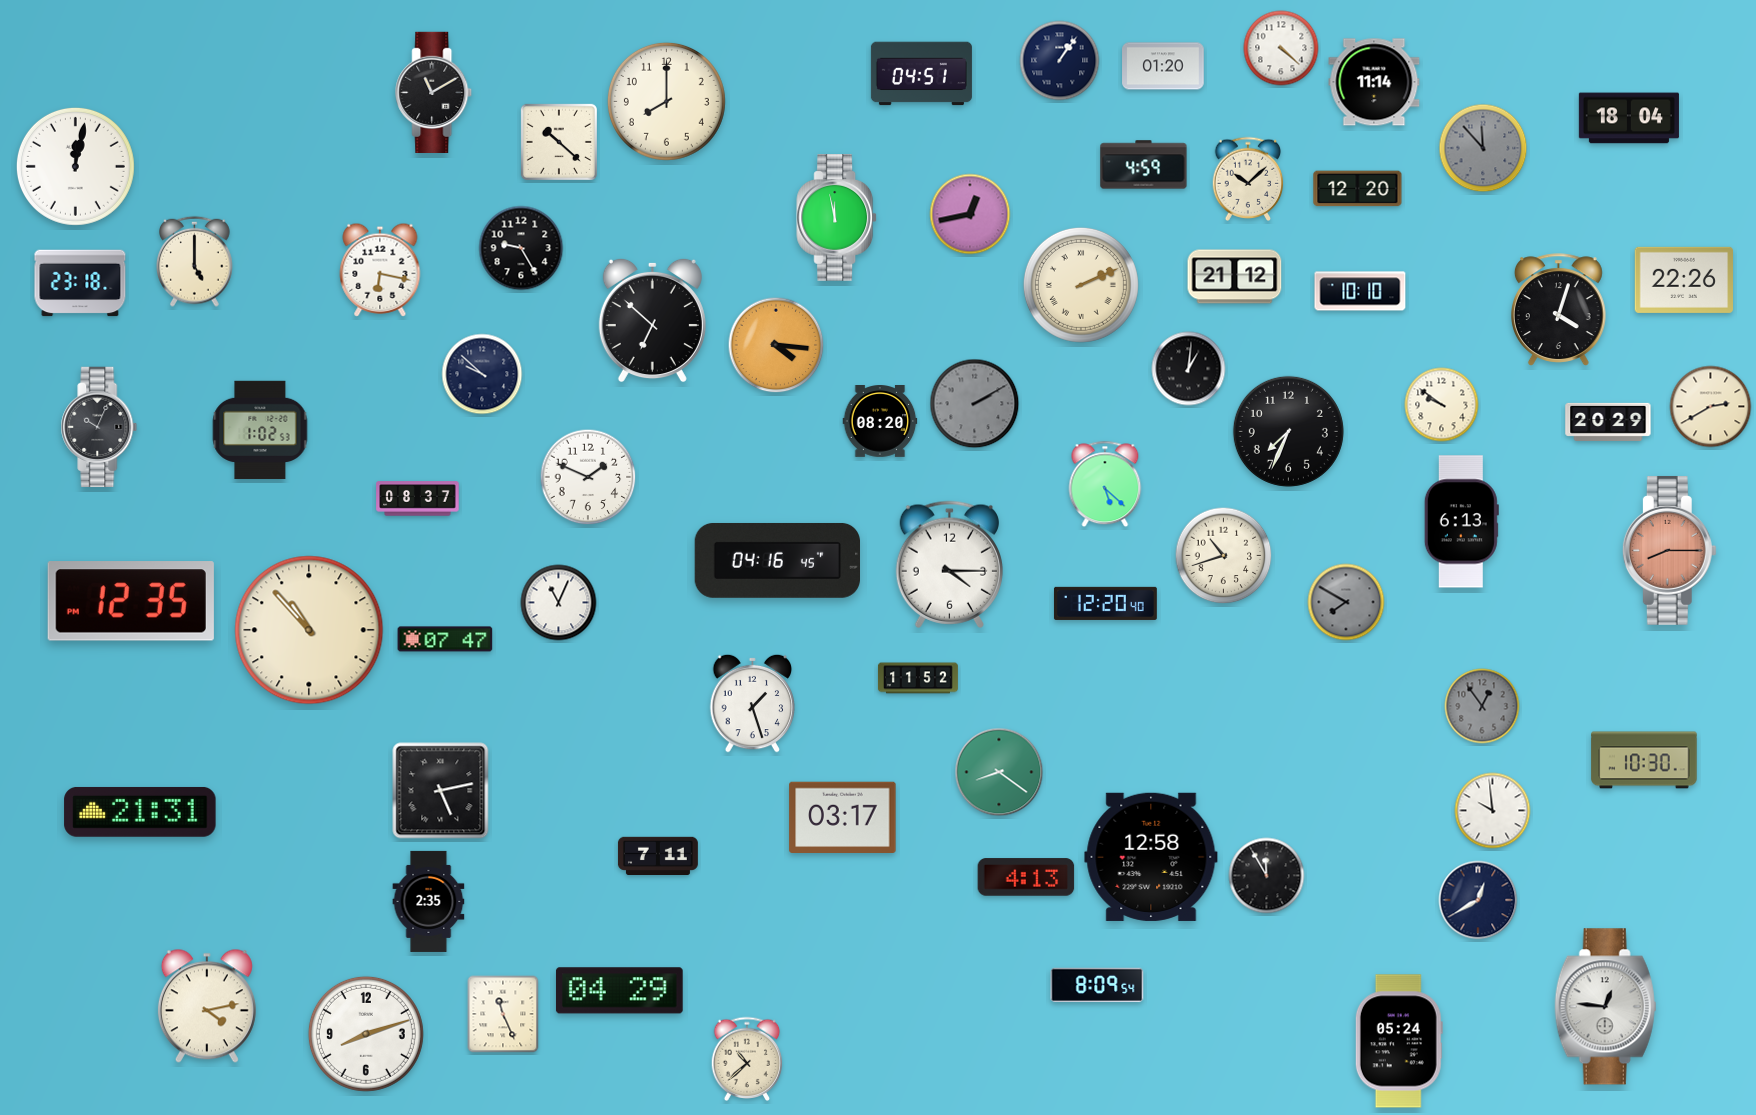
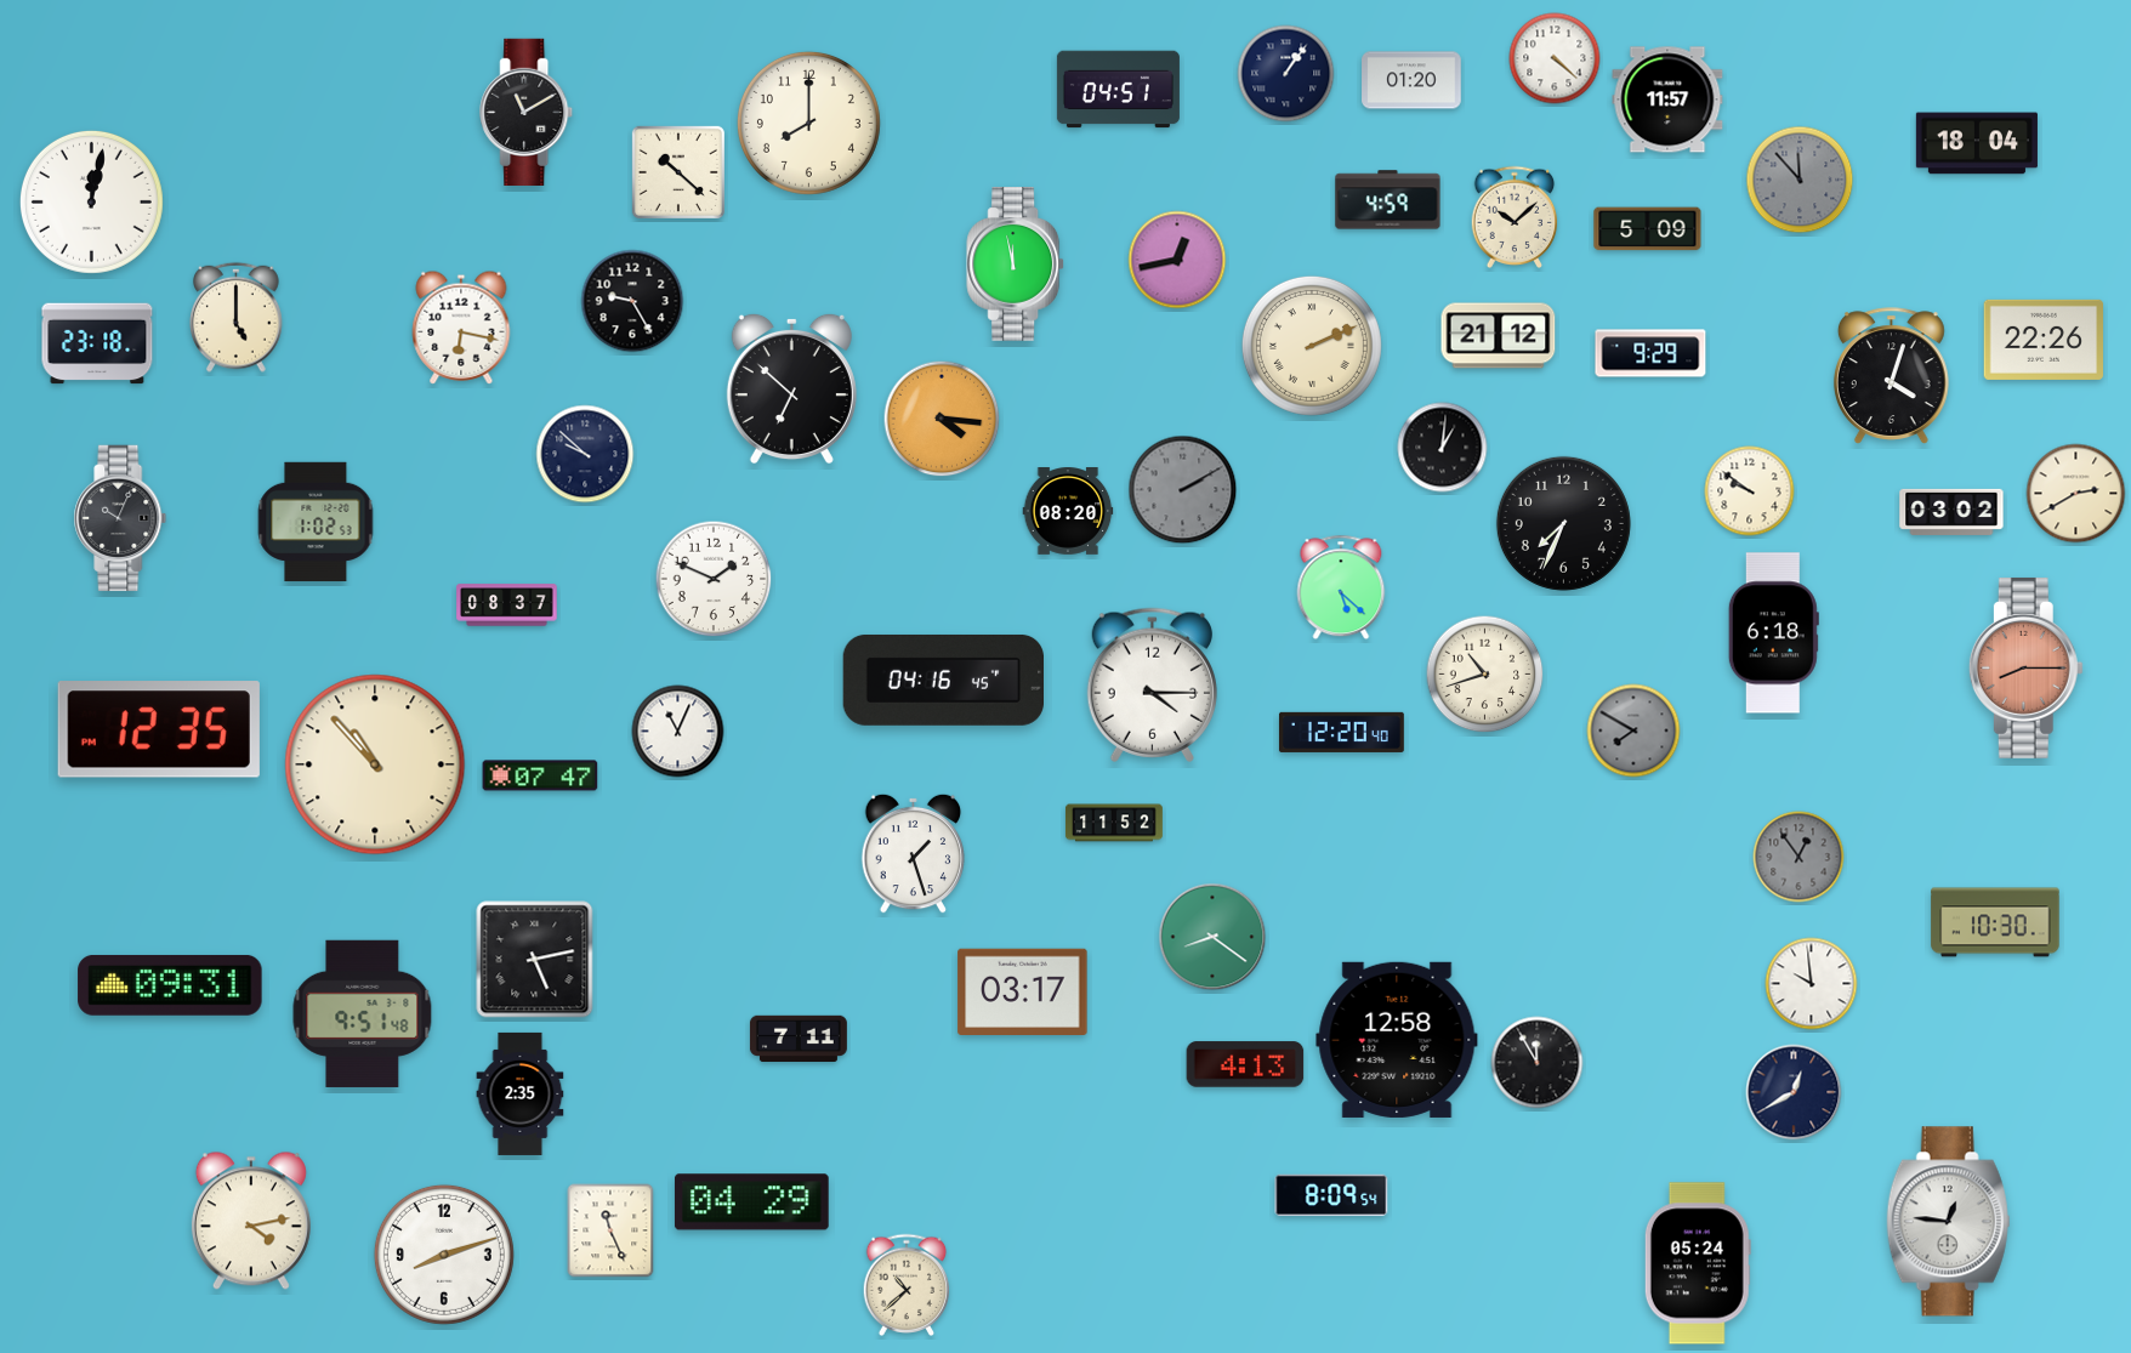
clock at (1374, 82): 11:14 -> 11:57
clock at (1358, 189): 12:20 -> 5:09
clock at (1360, 291): 10:10 -> 9:29
clock at (1608, 422): 20:29 -> 03:02
clock at (1461, 522): 6:13 -> 6:18
clock at (140, 812): 21:31 -> 09:31
clock at (363, 1013): none -> 9:51
